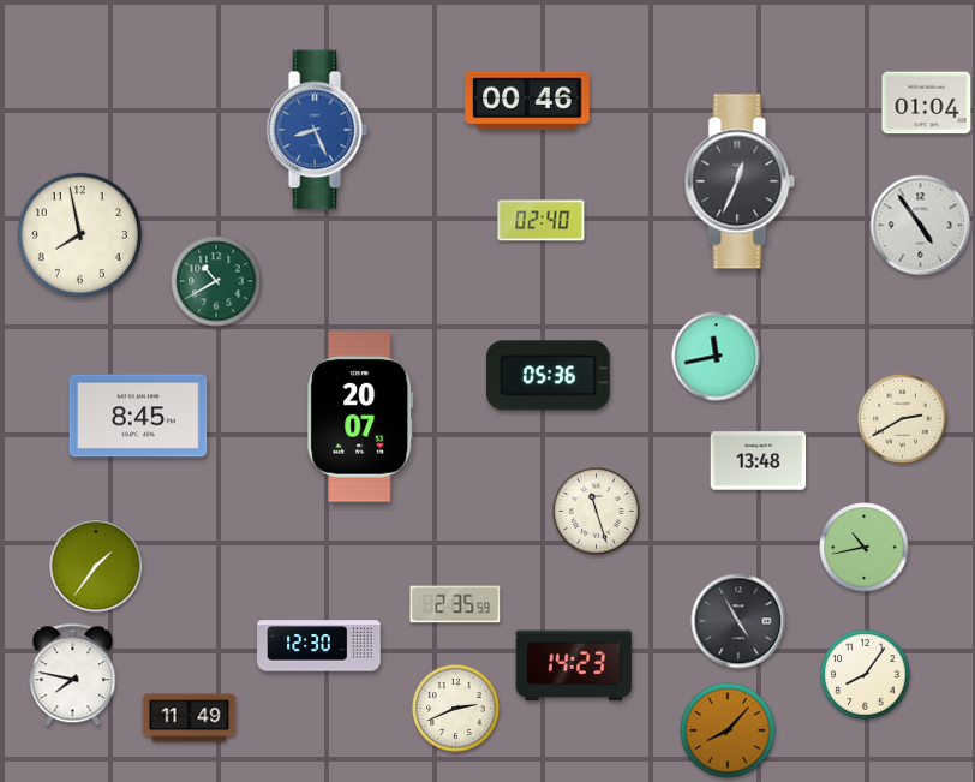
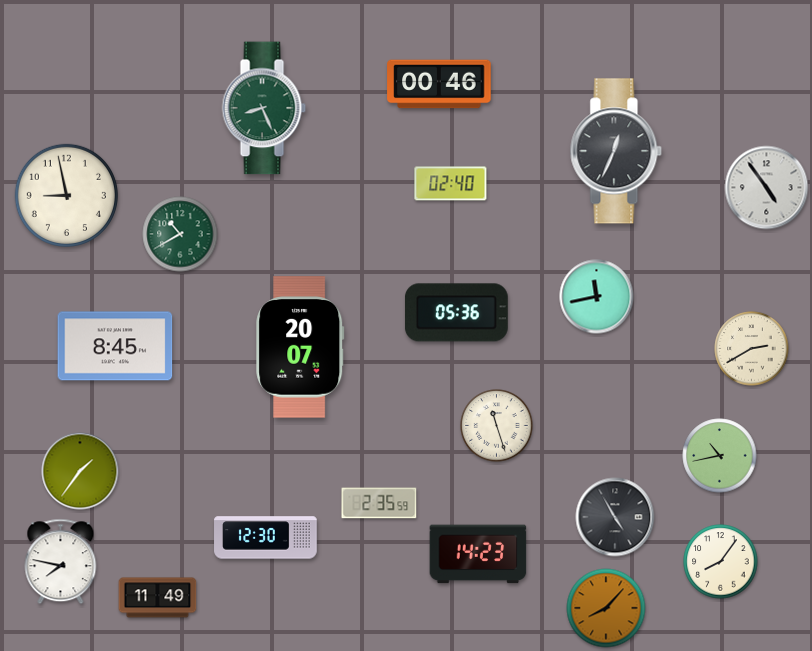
clock at (927, 103): 01:04 -> none
clock at (317, 130) dial: blue -> green
clock at (79, 234): 7:58 -> 8:58
clock at (759, 461): 13:48 -> none
clock at (456, 709): 2:41 -> none
